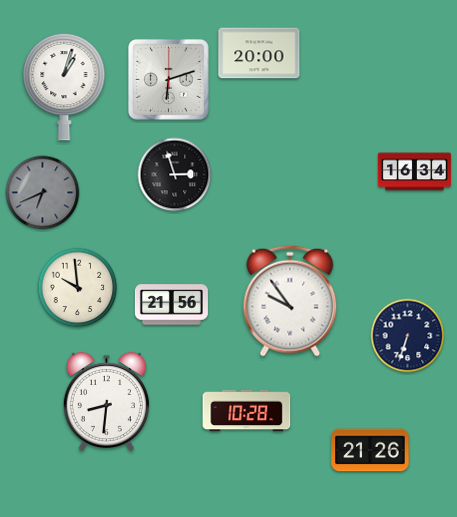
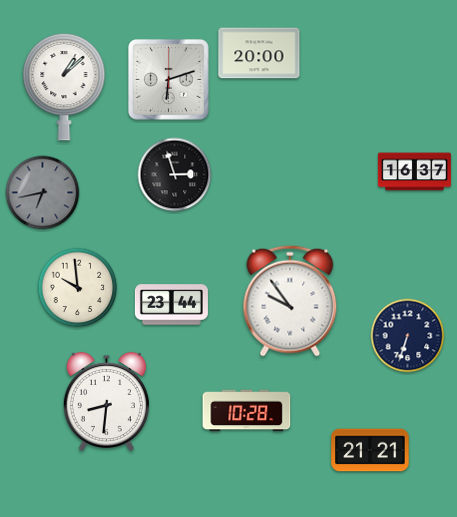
clock at (64, 87): 1:03 -> 1:08
clock at (414, 172): 16:34 -> 16:37
clock at (43, 193): 6:41 -> 6:43
clock at (171, 305): 21:56 -> 23:44
clock at (370, 450): 21:26 -> 21:21
